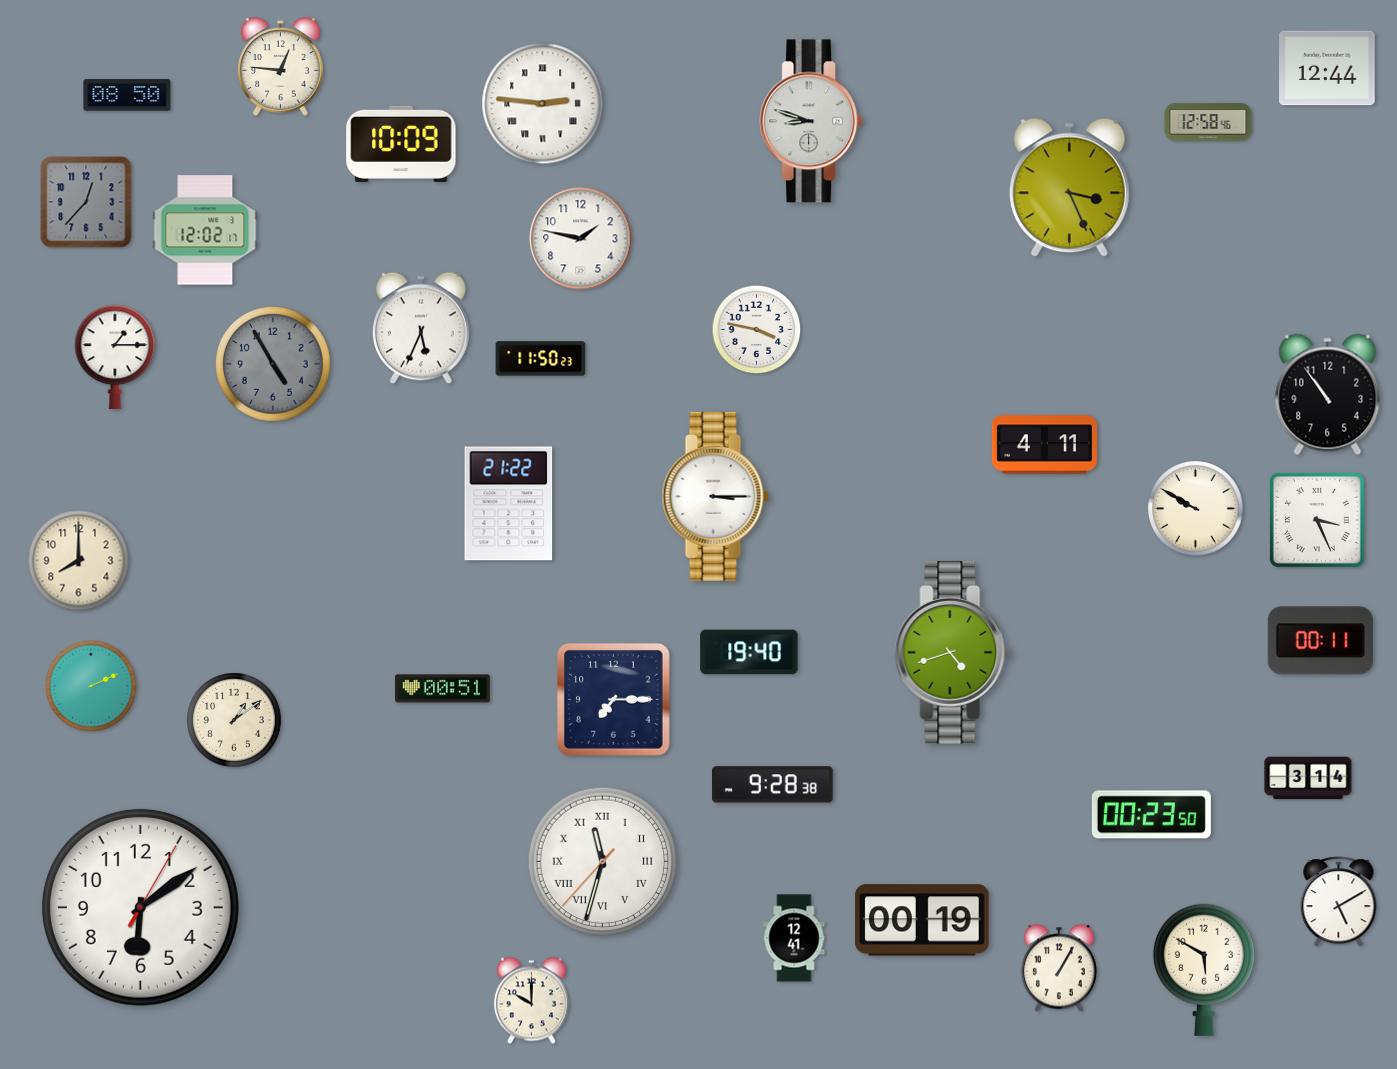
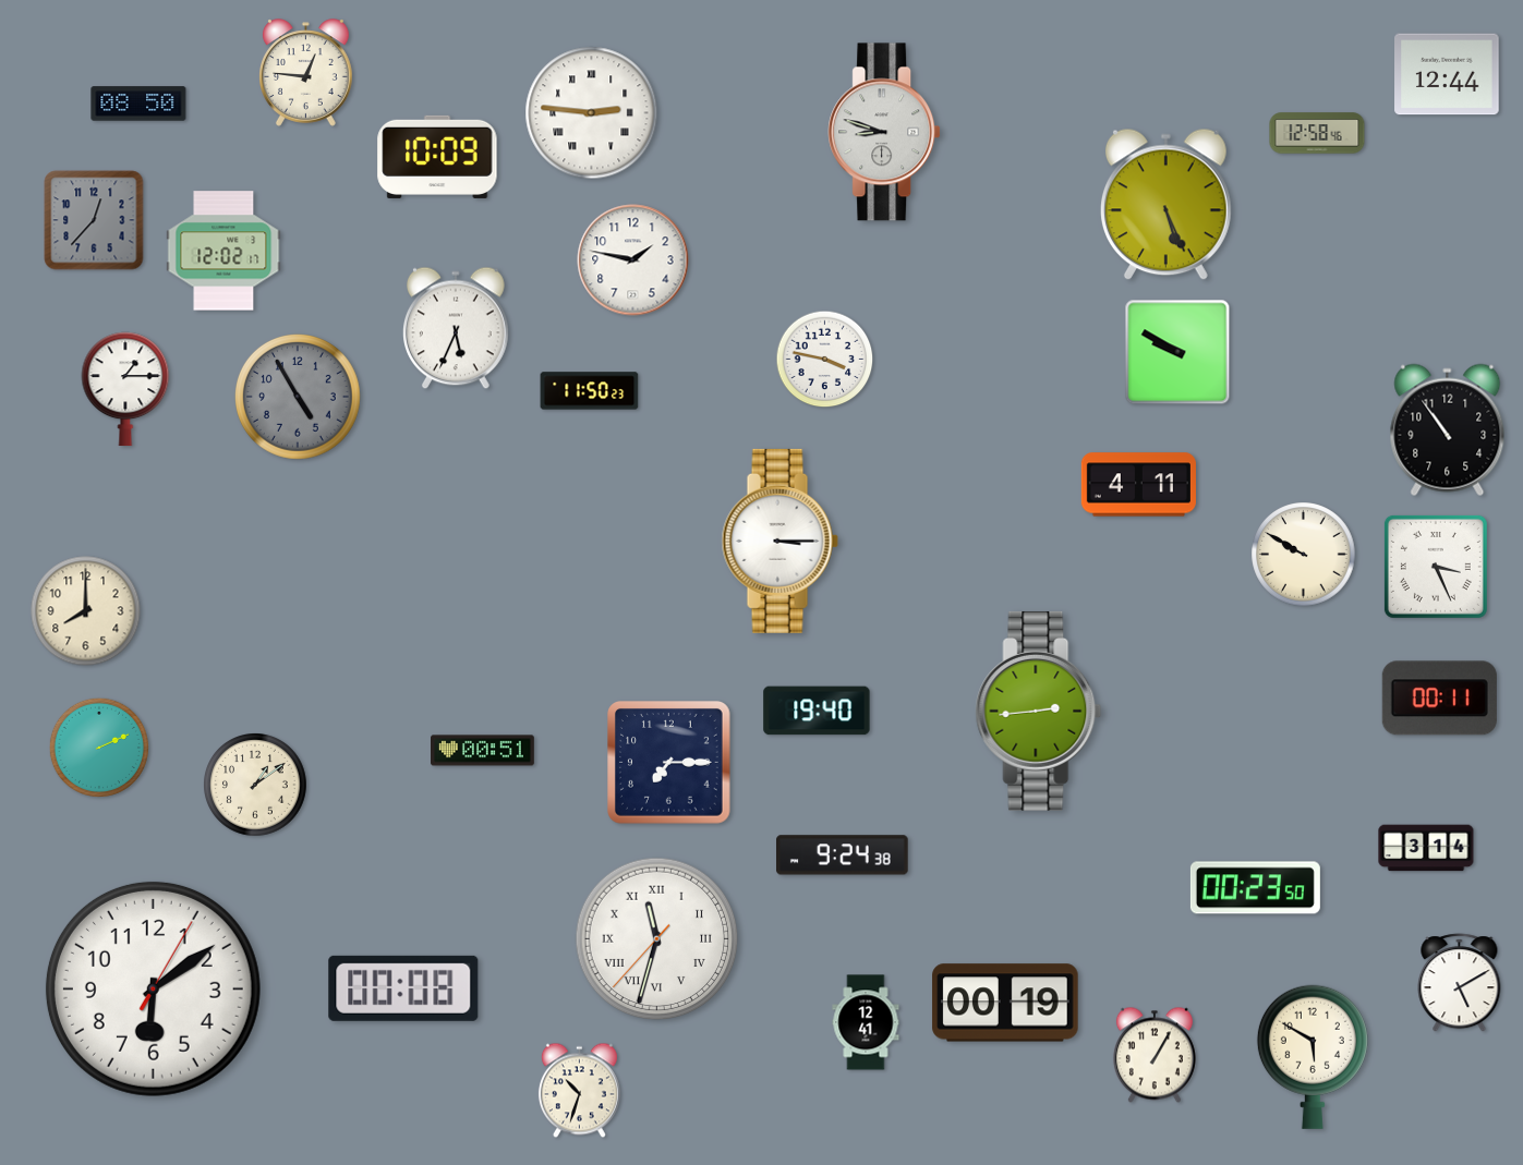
clock at (1069, 188): 3:26 -> 5:26
clock at (1177, 352): none -> 9:50
clock at (422, 328) position: (422, 328) -> (457, 328)
clock at (509, 504): 21:22 -> none
clock at (953, 652): 4:42 -> 2:44
clock at (773, 785): 9:28 -> 9:24
clock at (403, 988): none -> 00:08
clock at (531, 1001): 10:00 -> 10:33
